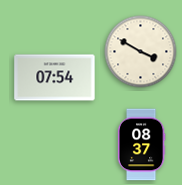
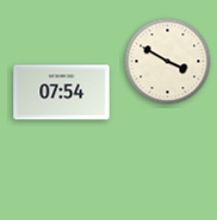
clock at (55, 78) position: (55, 78) -> (62, 93)
clock at (141, 145): 08:37 -> none
